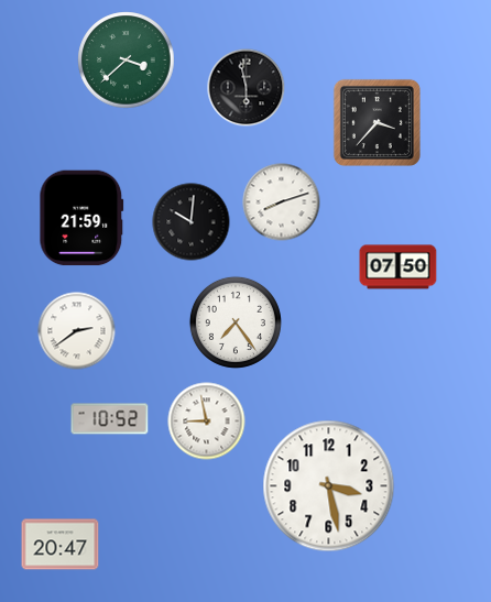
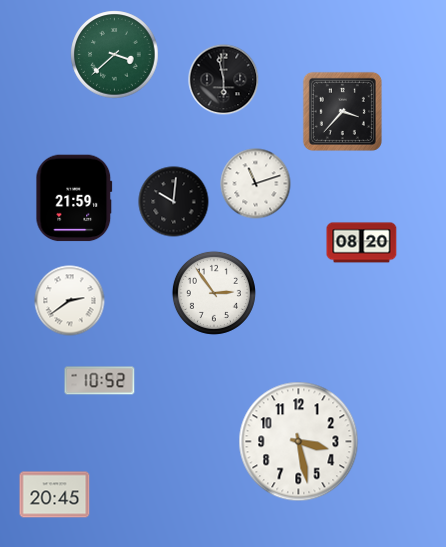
clock at (282, 203): 8:12 -> 11:12
clock at (399, 267): 07:50 -> 08:20
clock at (236, 322): 7:24 -> 2:54
clock at (207, 422): 8:58 -> none
clock at (61, 545): 20:47 -> 20:45
